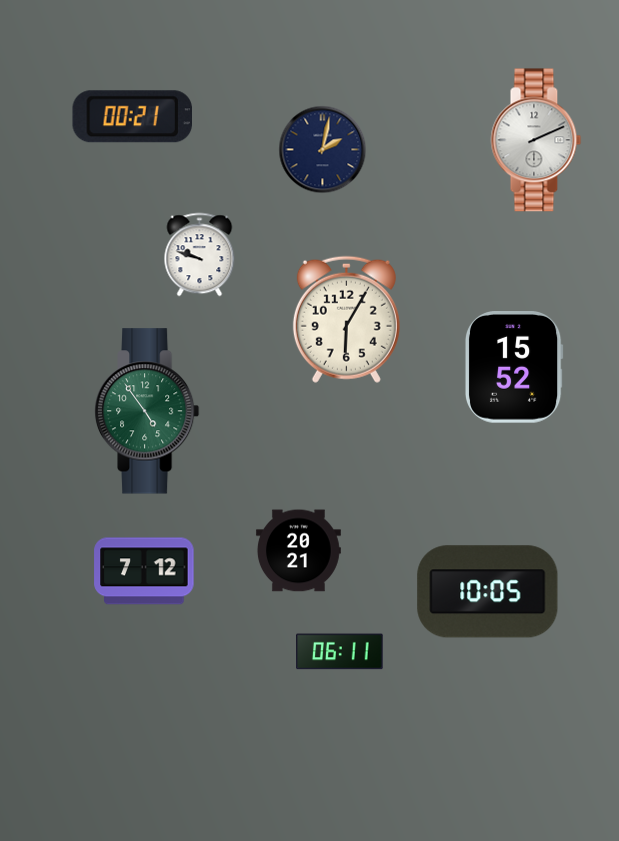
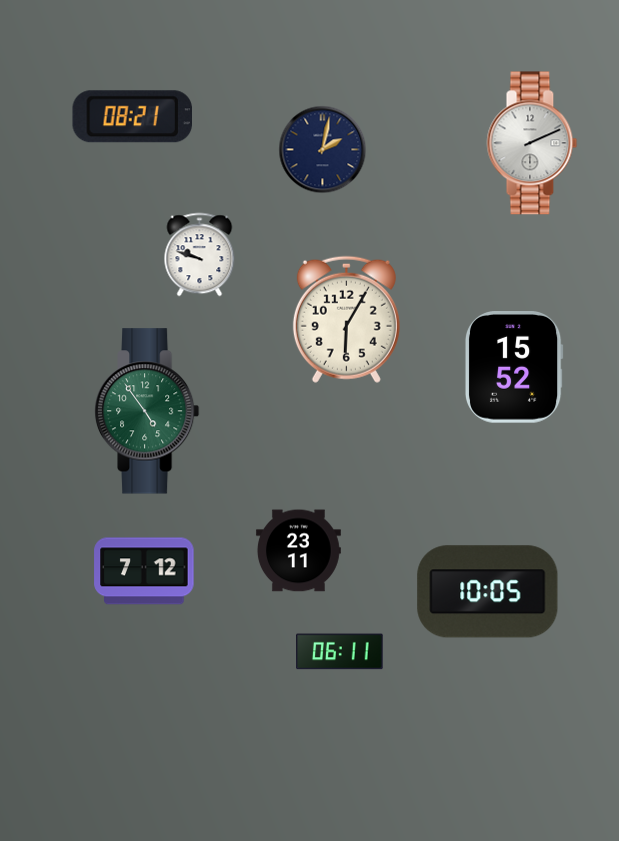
clock at (132, 117): 00:21 -> 08:21
clock at (536, 140) position: (536, 140) -> (532, 143)
clock at (298, 551): 20:21 -> 23:11
